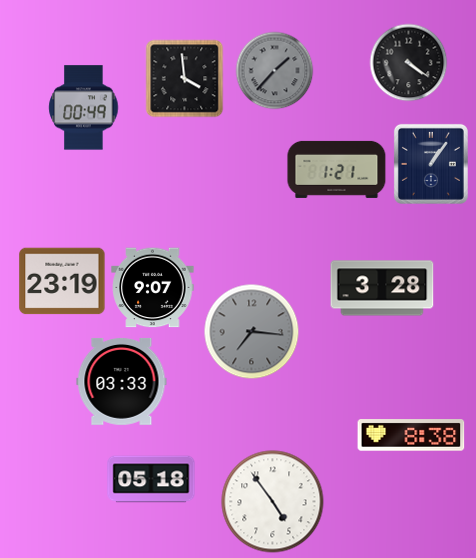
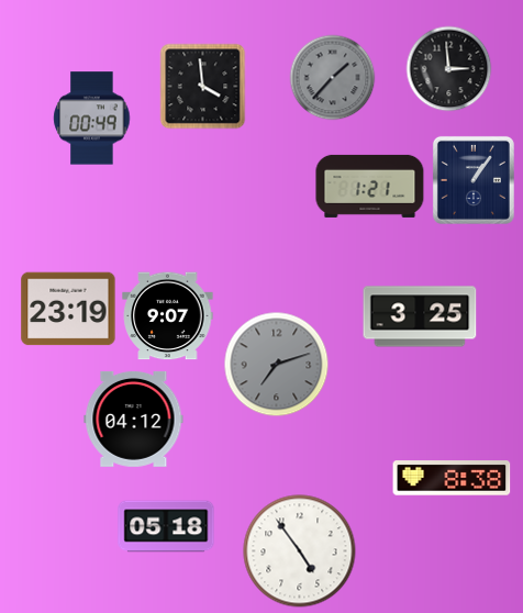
clock at (408, 62): 4:21 -> 2:59
clock at (274, 70) position: (274, 70) -> (332, 77)
clock at (382, 288): 3:28 -> 3:25
clock at (251, 331): 7:16 -> 7:12
clock at (122, 381): 03:33 -> 04:12
